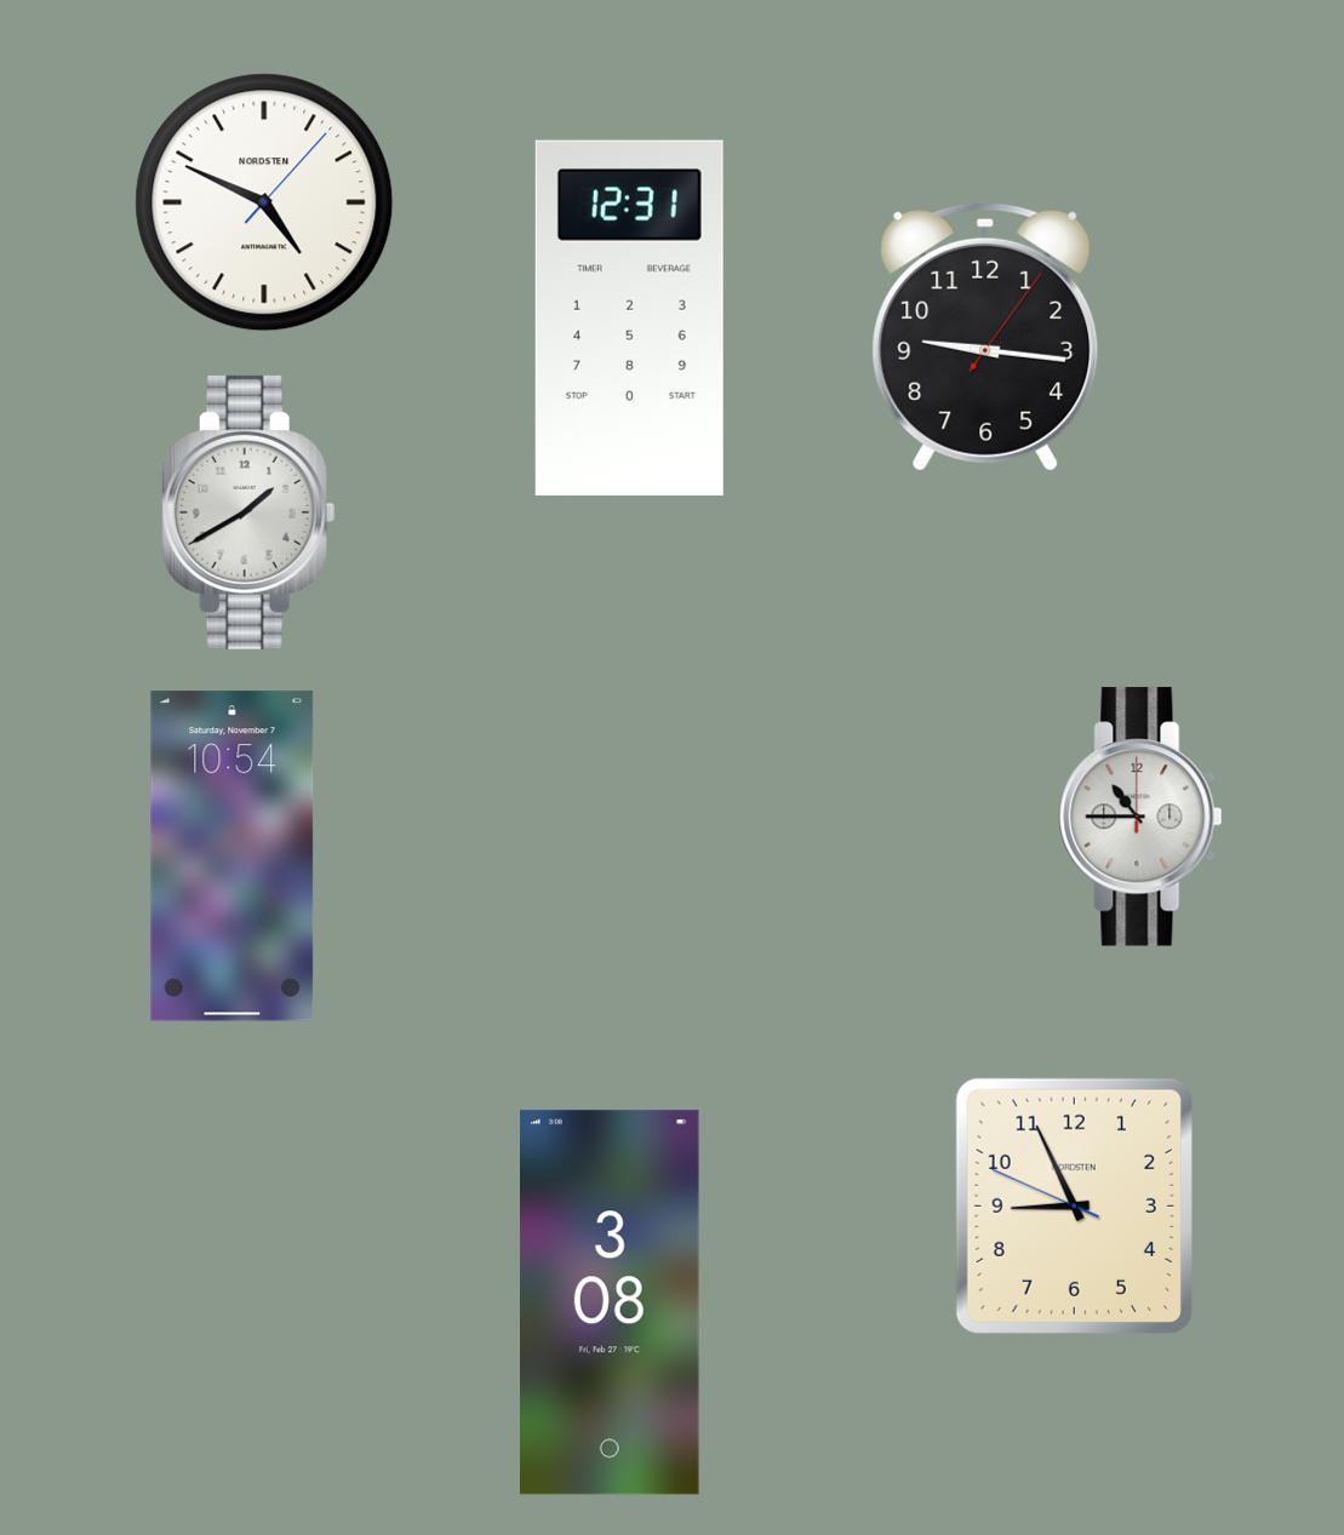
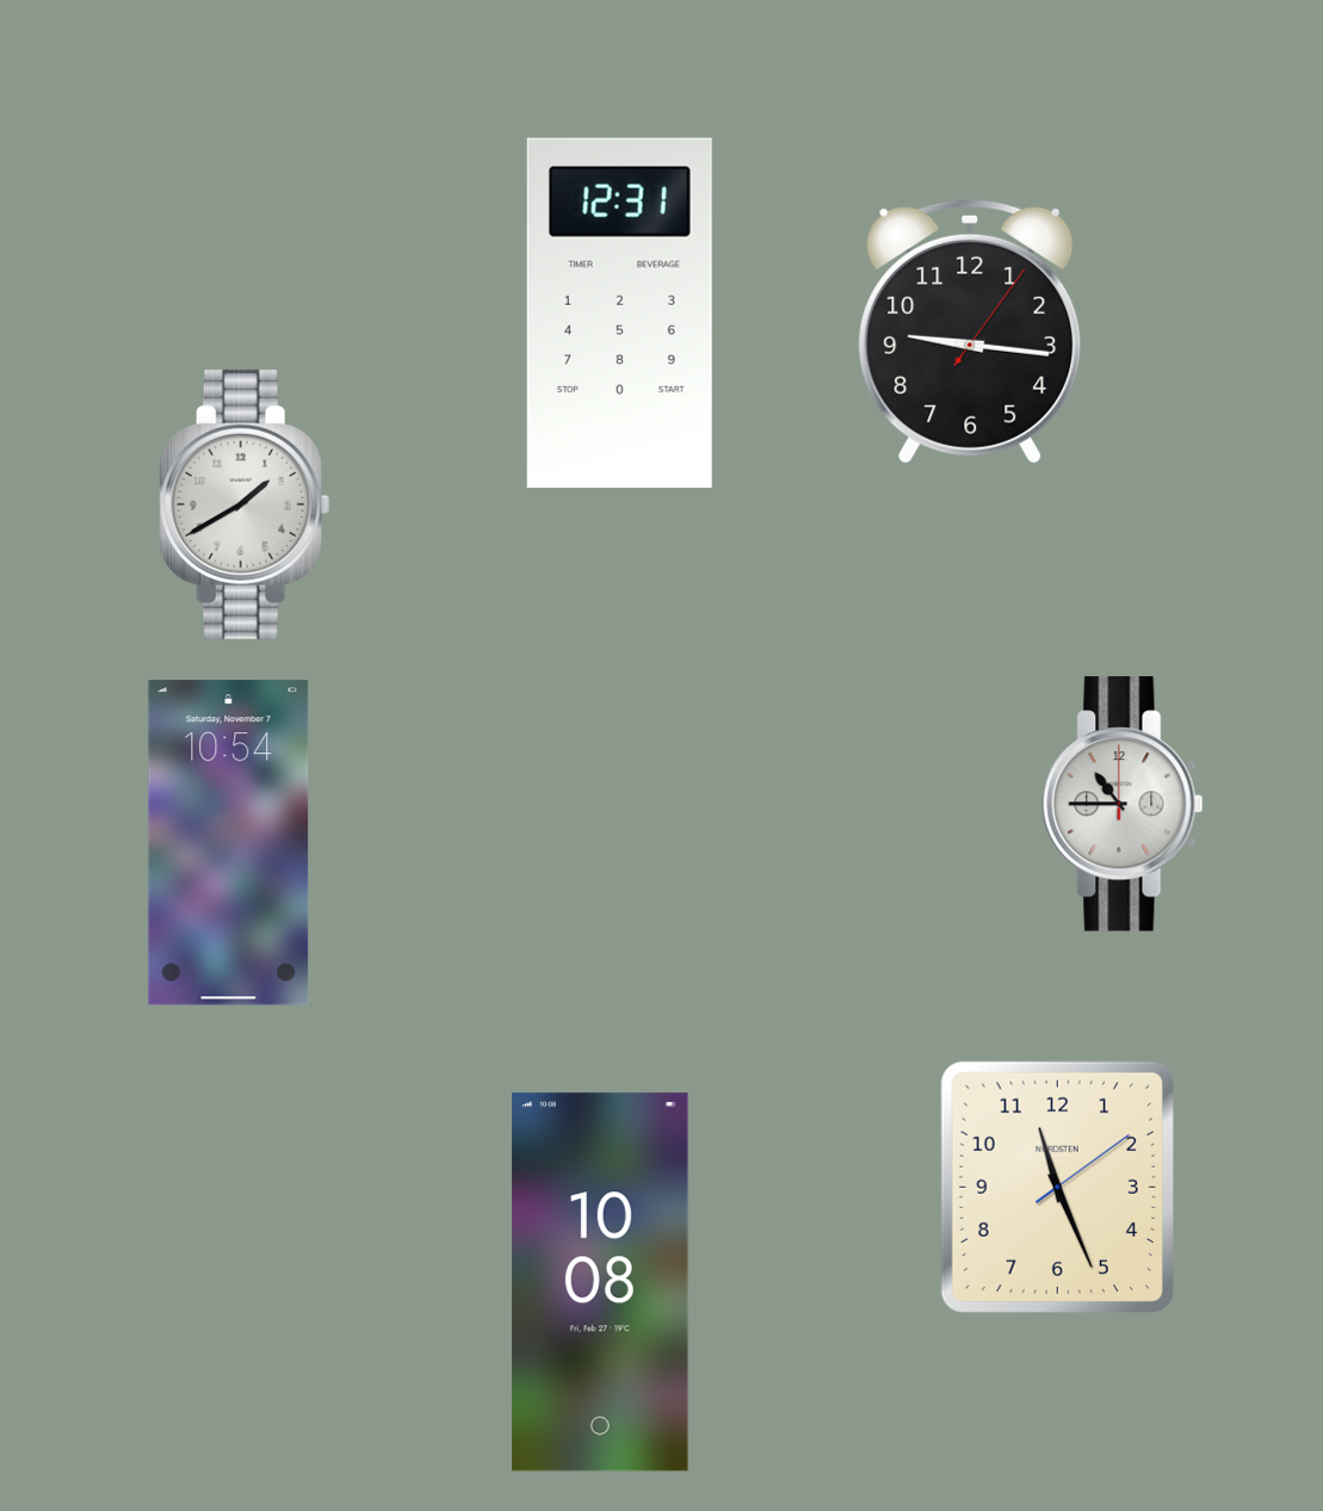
clock at (264, 202): 4:49 -> none
clock at (1074, 1205): 8:55 -> 11:26
clock at (611, 1302): 3:08 -> 10:08
